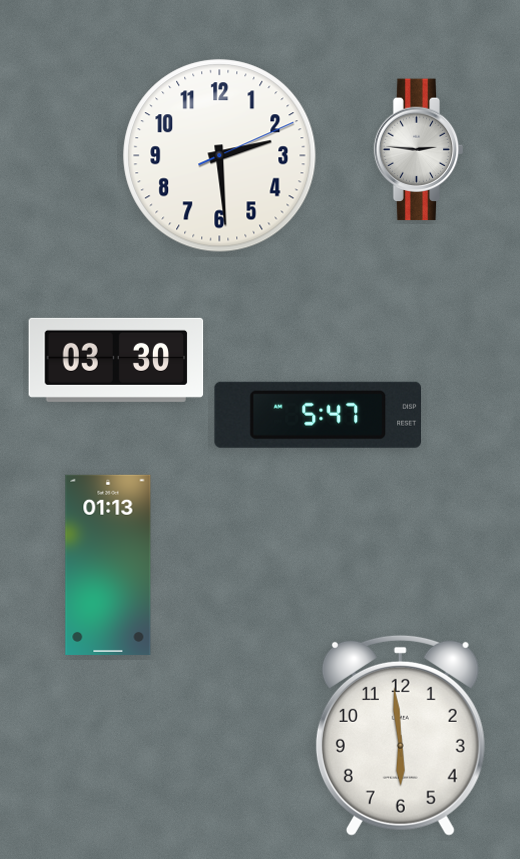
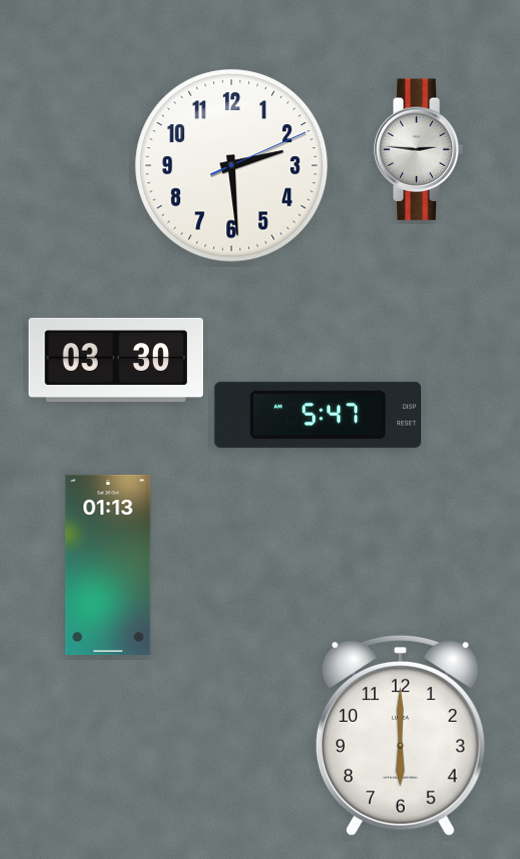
clock at (220, 156) position: (220, 156) -> (232, 166)
clock at (400, 735): 5:59 -> 6:00
